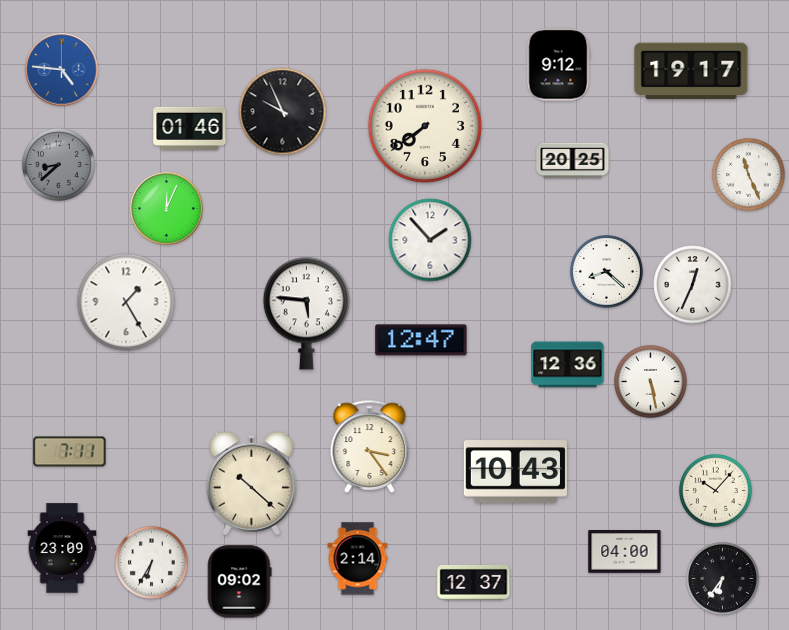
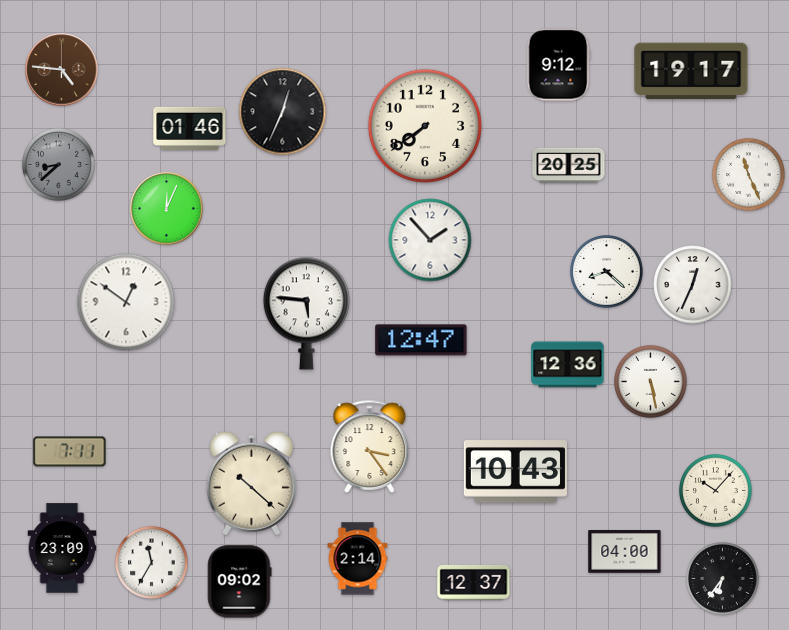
clock at (62, 70) dial: blue -> brown
clock at (283, 112): 9:56 -> 12:34
clock at (573, 161) position: (573, 161) -> (569, 166)
clock at (126, 302): 1:25 -> 12:51
clock at (151, 562): 6:35 -> 11:35
